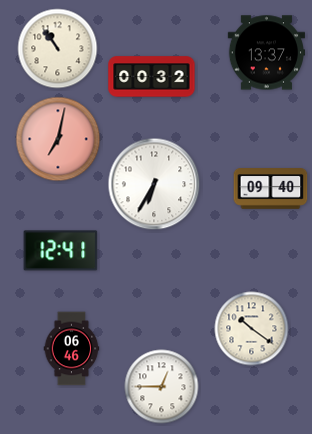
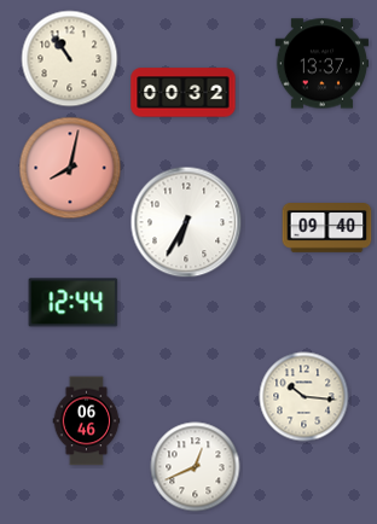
clock at (58, 139): 7:02 -> 8:02
clock at (61, 251): 12:41 -> 12:44
clock at (252, 329): 10:21 -> 10:16
clock at (162, 387): 12:45 -> 12:41
